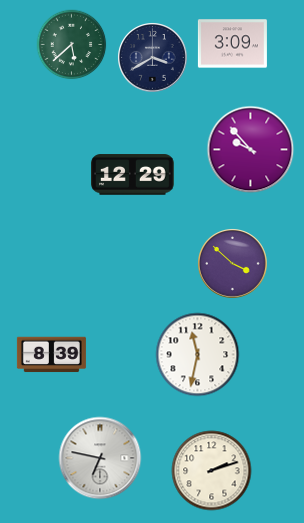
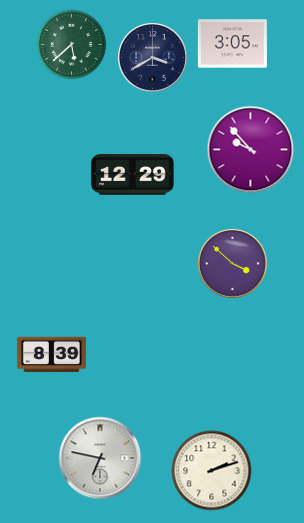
clock at (232, 44): 3:09 -> 3:05
clock at (198, 355): 11:32 -> none
